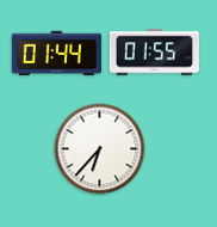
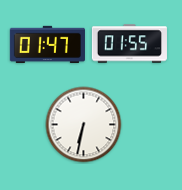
clock at (56, 53): 01:44 -> 01:47
clock at (100, 149): 6:37 -> 6:32
